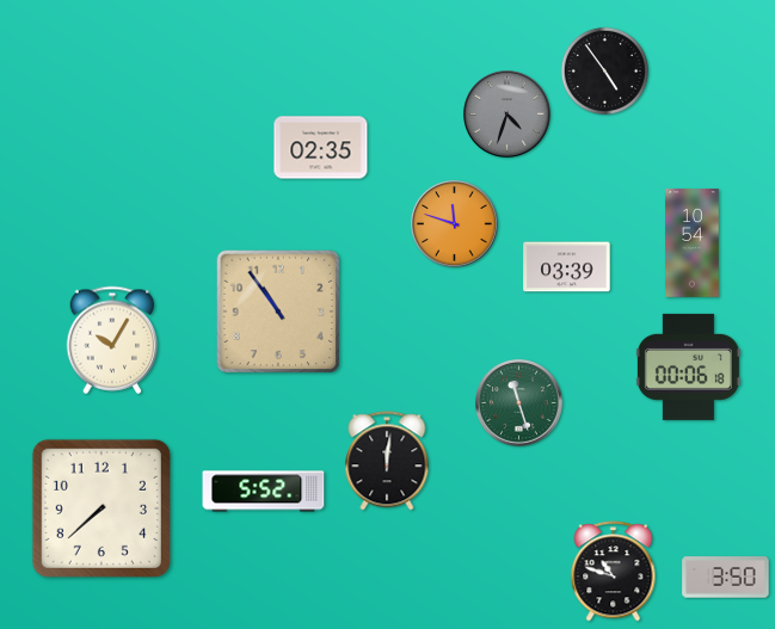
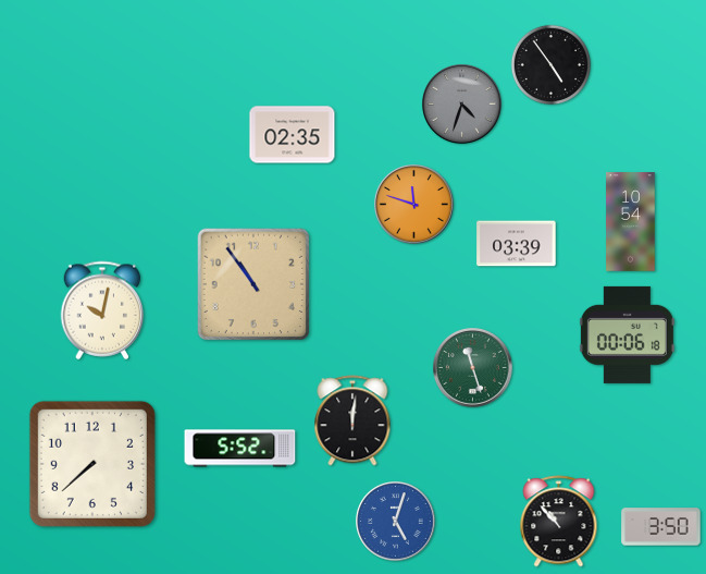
clock at (112, 340): 10:05 -> 10:02
clock at (396, 522): none -> 5:03
clock at (614, 572): 10:48 -> 10:53
